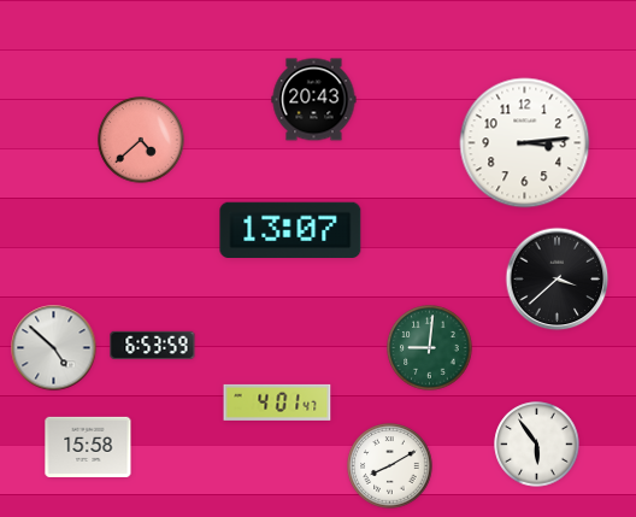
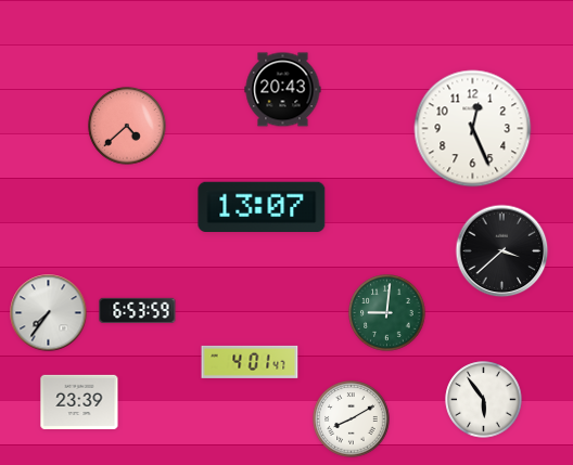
clock at (525, 143): 3:14 -> 12:26
clock at (54, 348): 4:52 -> 7:36
clock at (88, 447): 15:58 -> 23:39
